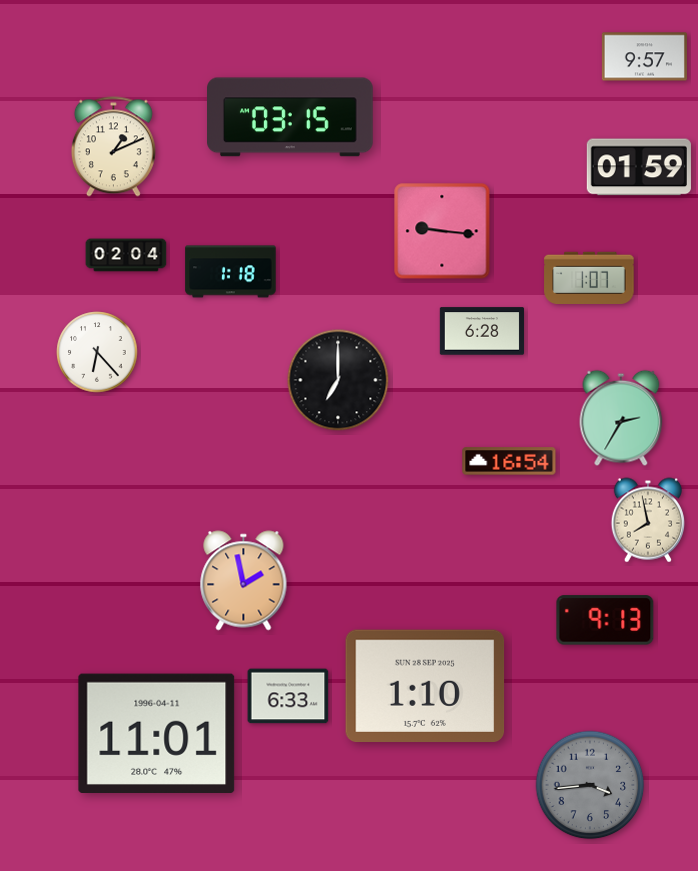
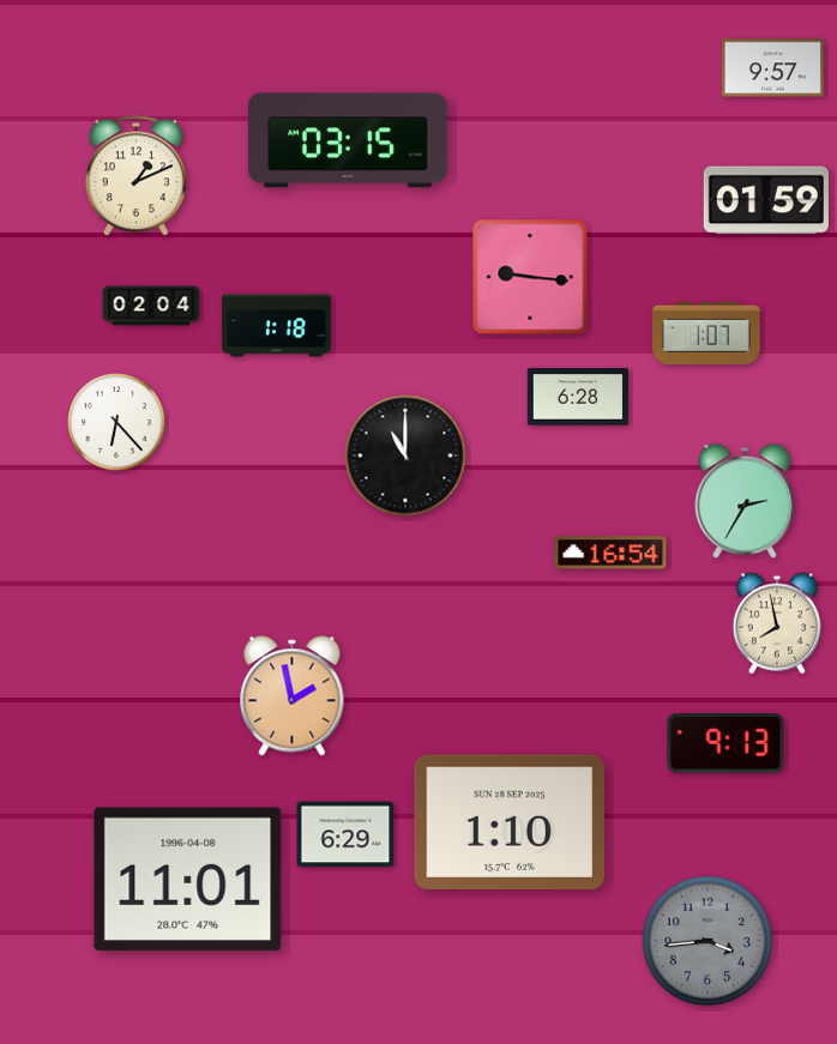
clock at (338, 380): 7:00 -> 11:00
clock at (288, 696): 6:33 -> 6:29
clock at (157, 733) date: 1996-04-11 -> 1996-04-08
